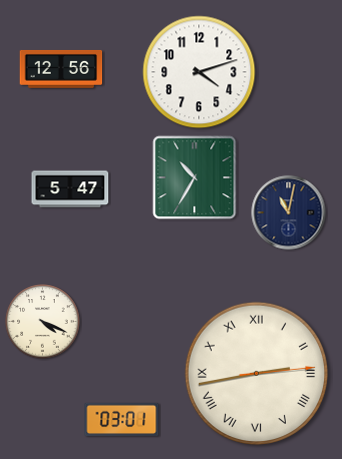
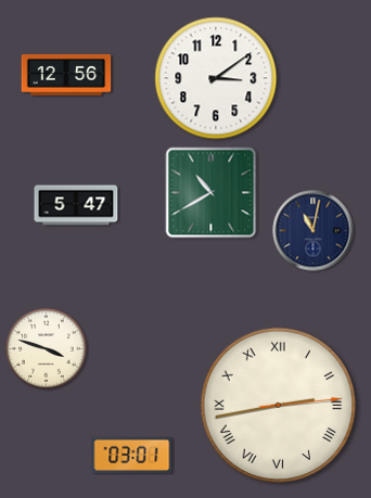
clock at (199, 72): 4:12 -> 3:09
clock at (195, 178): 10:35 -> 10:40
clock at (43, 322): 4:19 -> 3:48
